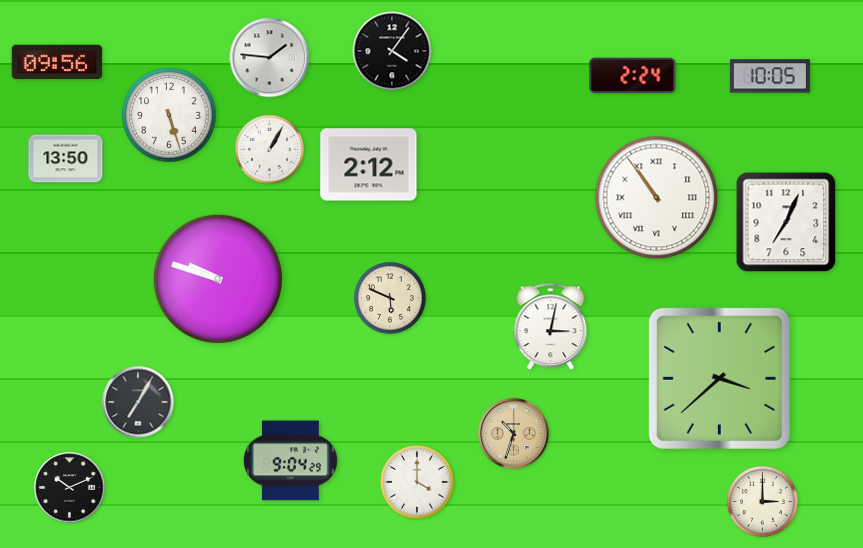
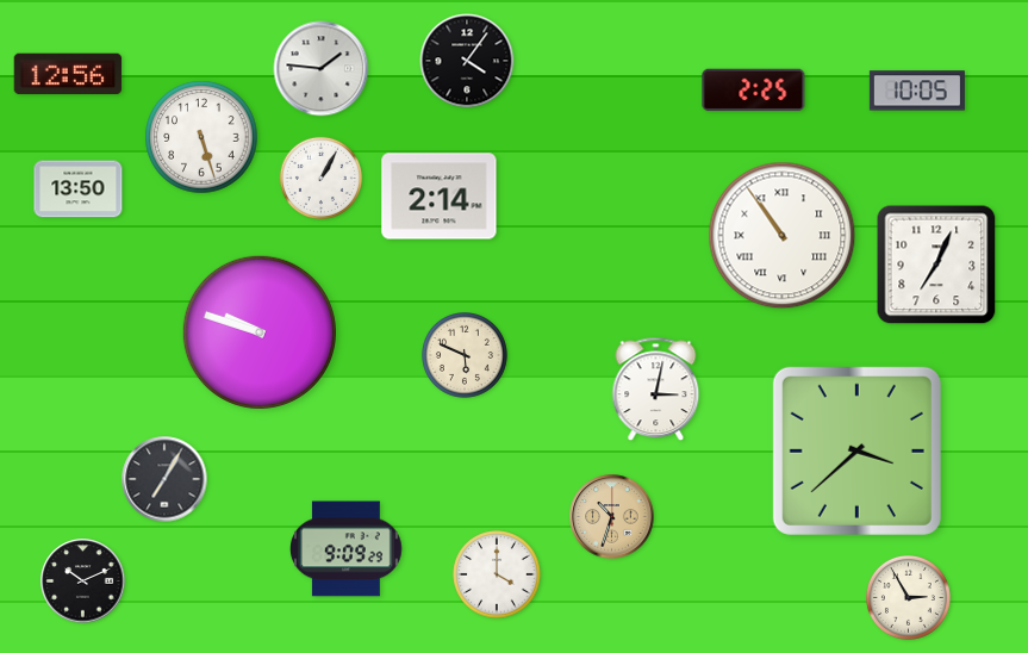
clock at (57, 62): 09:56 -> 12:56
clock at (633, 76): 2:24 -> 2:25
clock at (369, 165): 2:12 -> 2:14
clock at (290, 461): 9:04 -> 9:09
clock at (762, 501): 3:00 -> 2:55
